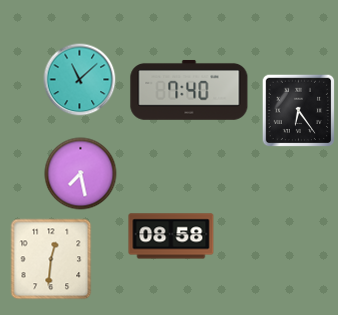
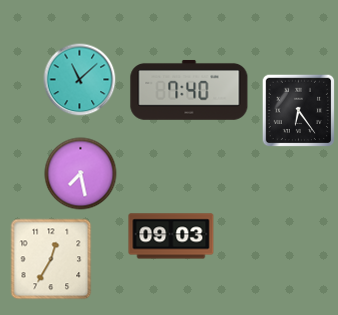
clock at (171, 236): 08:58 -> 09:03
clock at (51, 259): 12:31 -> 12:35
